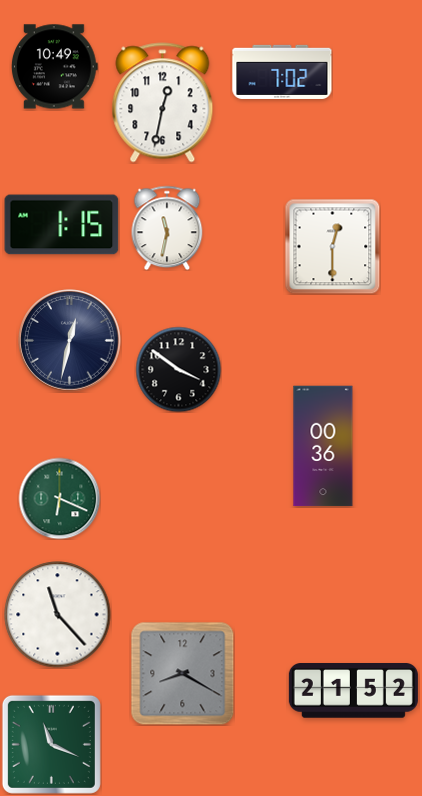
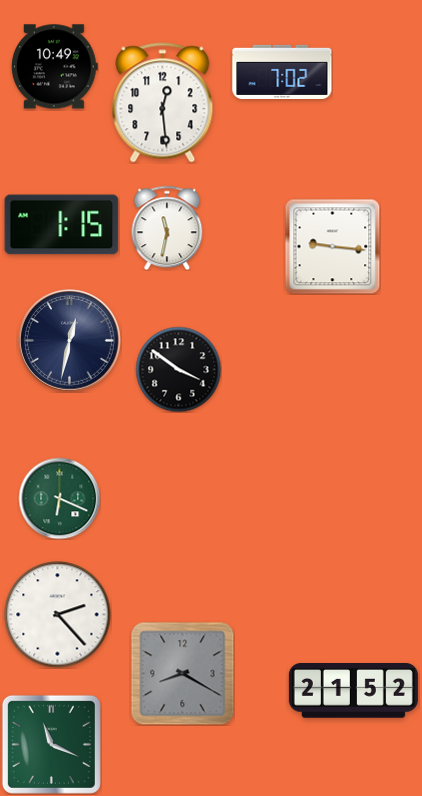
clock at (163, 103): 12:32 -> 12:29
clock at (332, 246): 12:30 -> 9:16
clock at (323, 446): 00:36 -> none
clock at (58, 615): 11:23 -> 2:23
